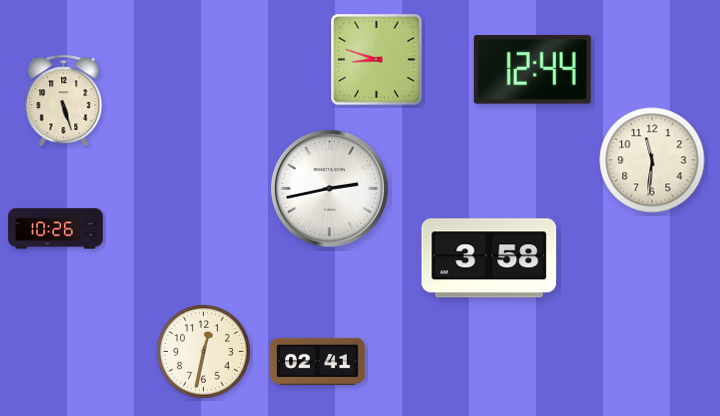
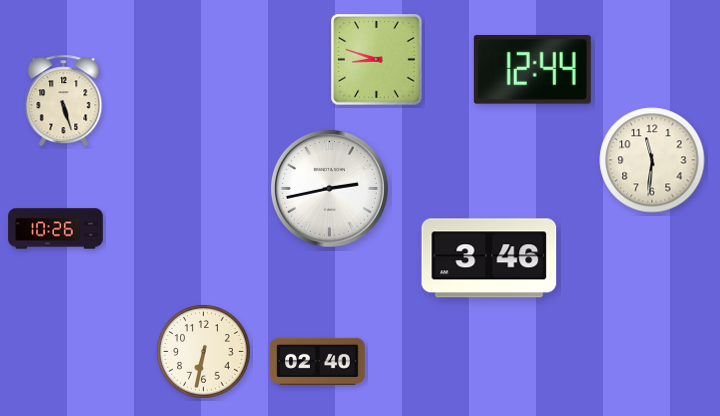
clock at (489, 258): 3:58 -> 3:46
clock at (204, 352): 12:32 -> 6:32
clock at (318, 361): 02:41 -> 02:40
